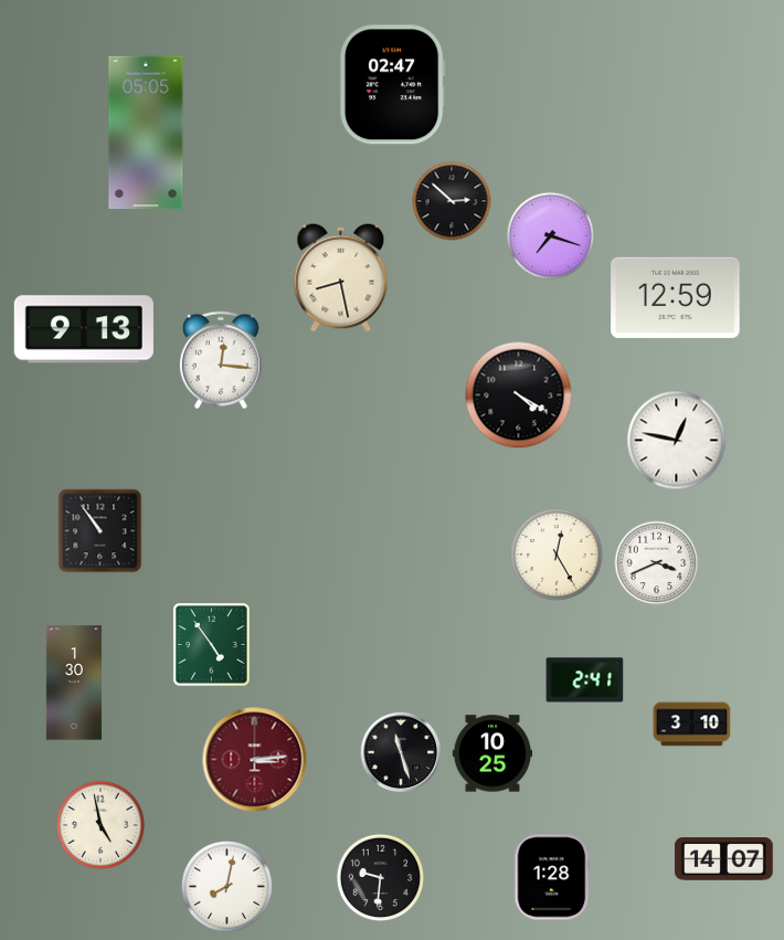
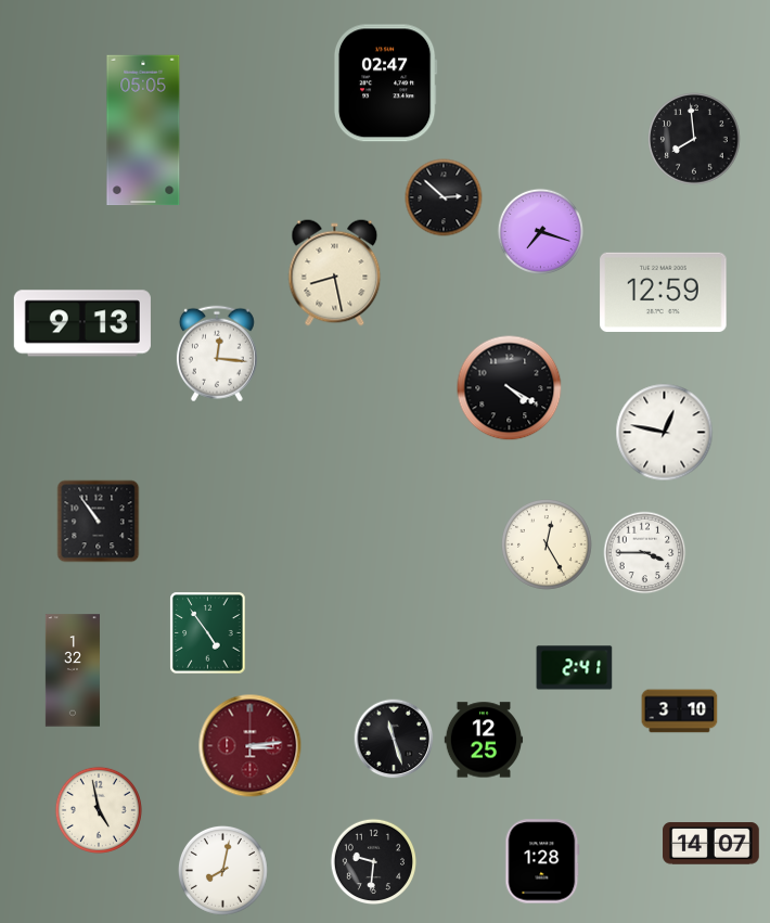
clock at (694, 139): none -> 7:59
clock at (657, 563): 3:41 -> 3:45
clock at (74, 683): 1:30 -> 1:32
clock at (492, 753): 10:25 -> 12:25
